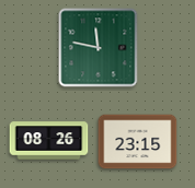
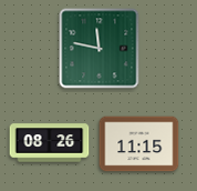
clock at (138, 142): 23:15 -> 11:15
